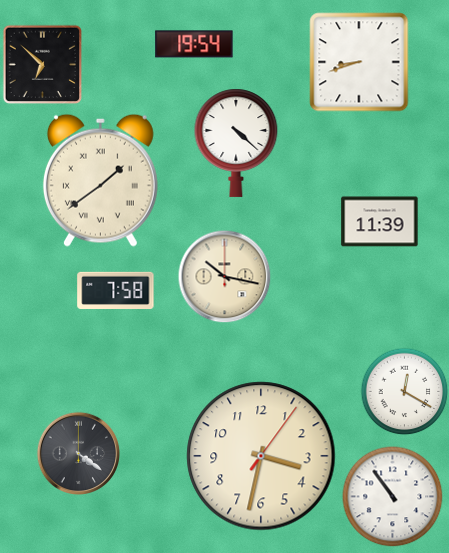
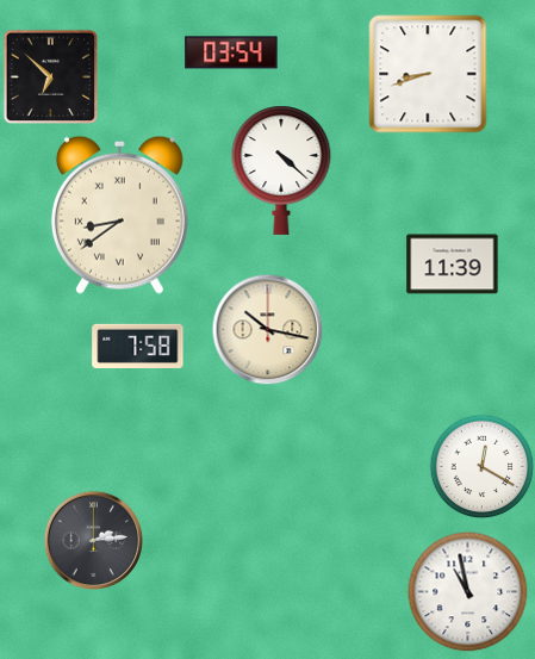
clock at (194, 44): 19:54 -> 03:54
clock at (100, 180): 1:39 -> 8:39
clock at (78, 453): 4:21 -> 2:14
clock at (261, 456): 3:32 -> none
clock at (393, 497): 10:54 -> 10:58
